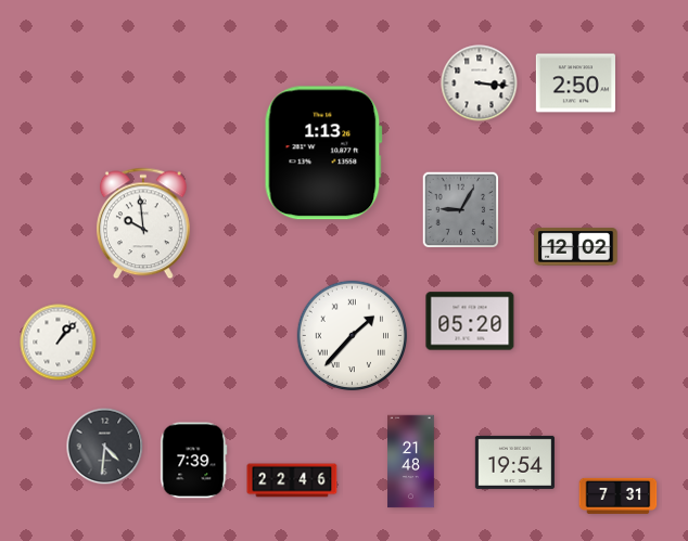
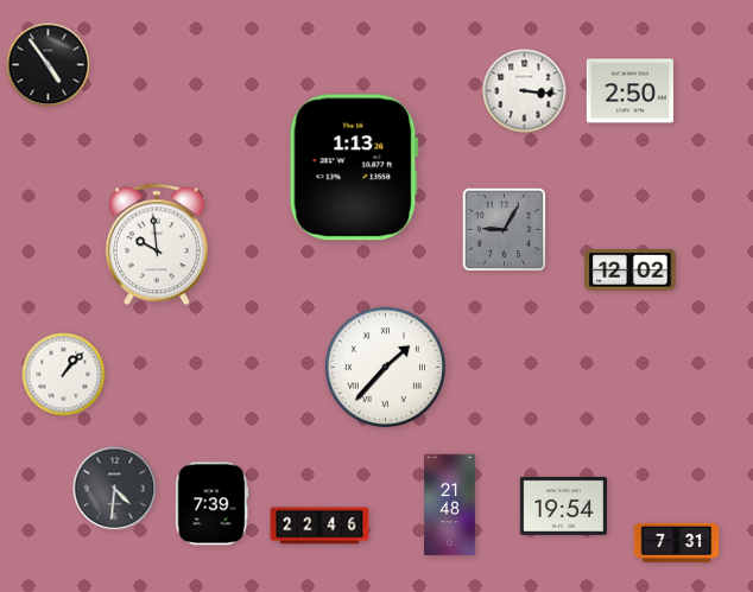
clock at (49, 65): none -> 4:54
clock at (470, 321): 05:20 -> none
